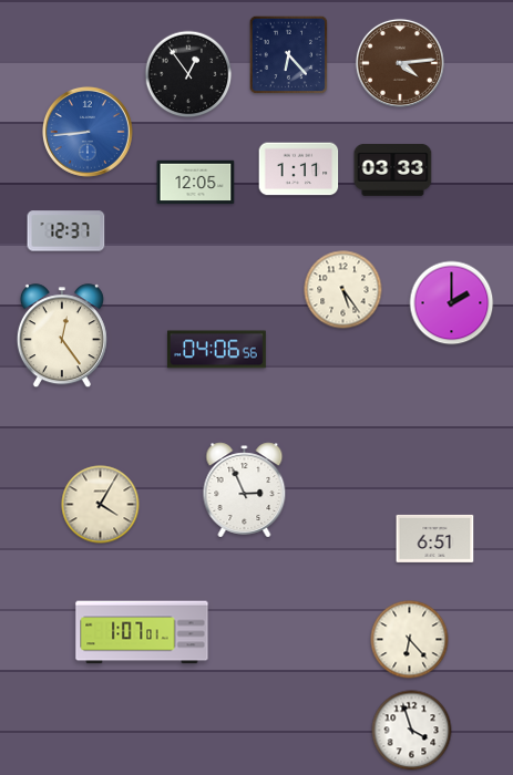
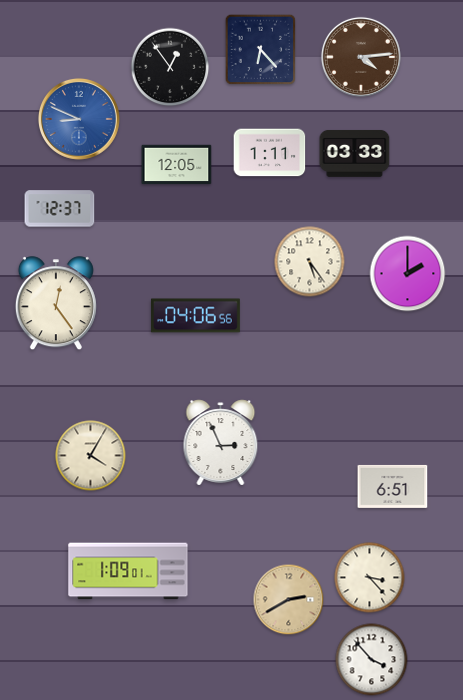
clock at (88, 132): 8:44 -> 8:49
clock at (142, 632): 1:07 -> 1:09
clock at (410, 640): 6:23 -> 3:23
clock at (289, 600): none -> 2:40
clock at (412, 731): 3:57 -> 3:53
